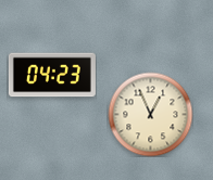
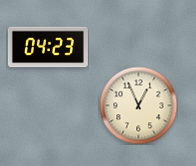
clock at (52, 75) position: (52, 75) -> (48, 47)
